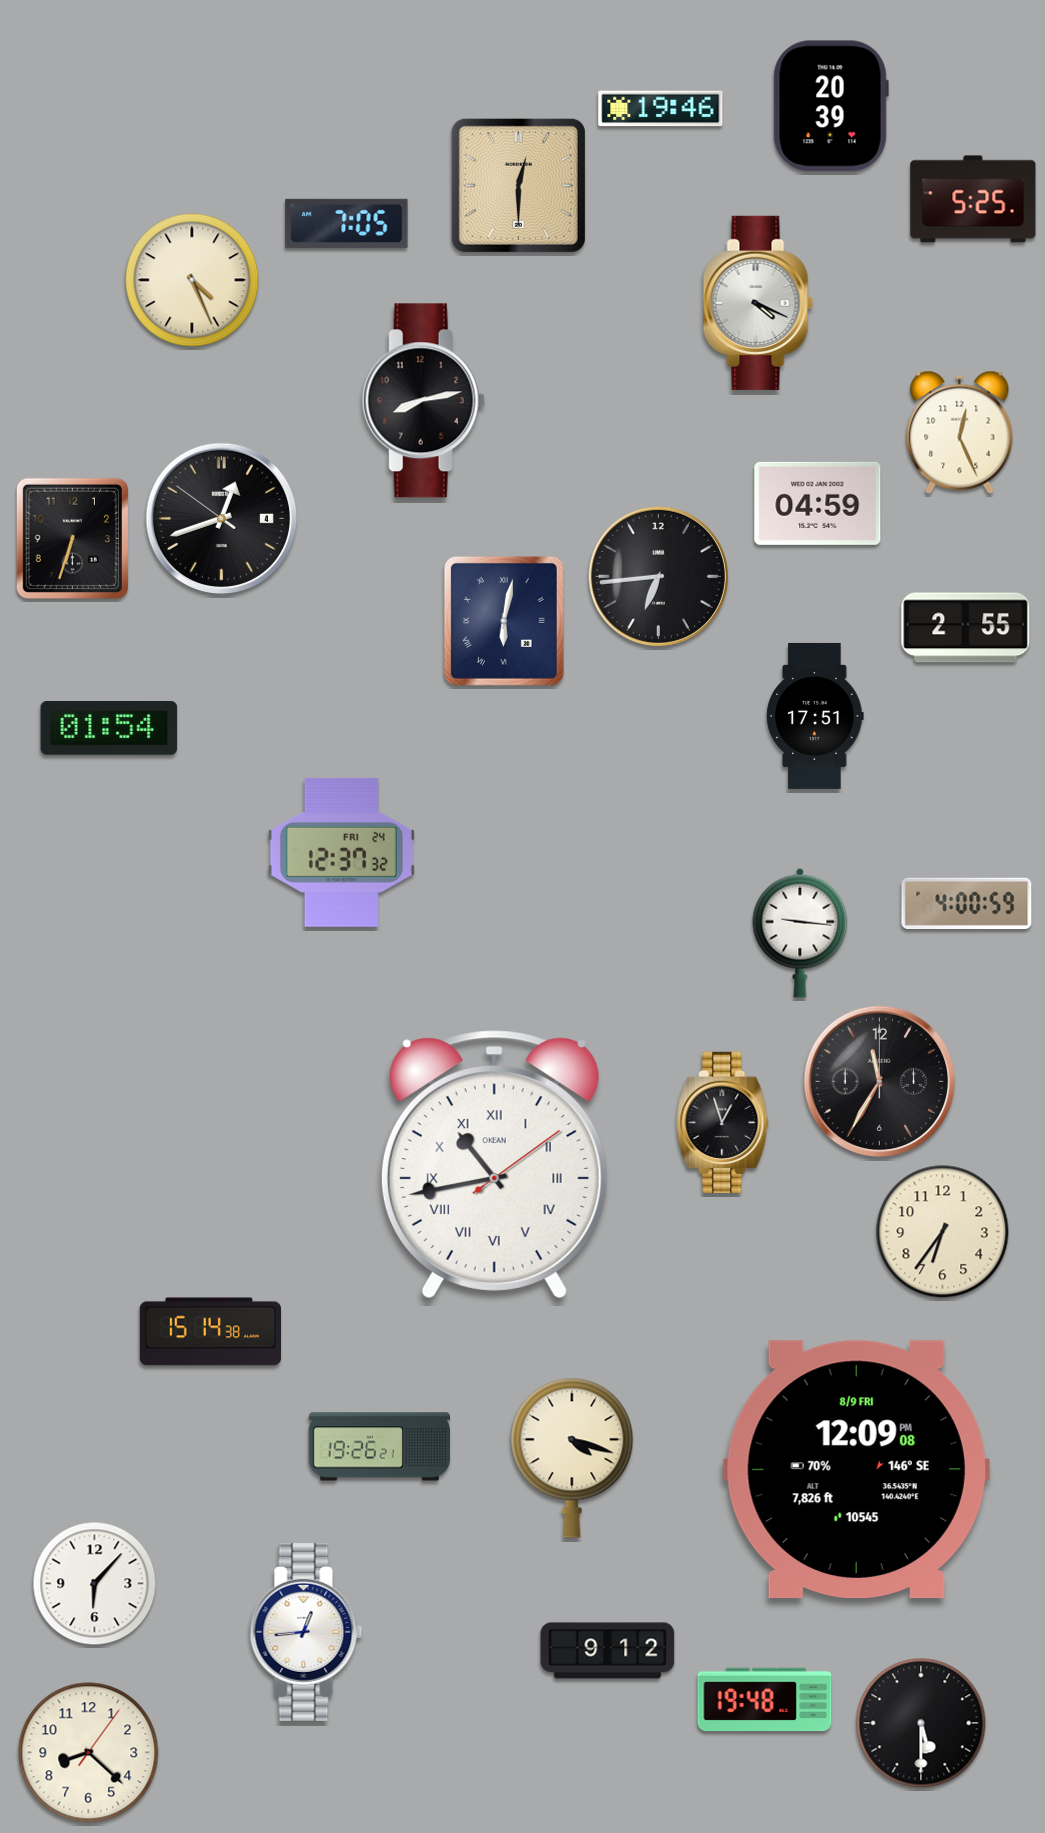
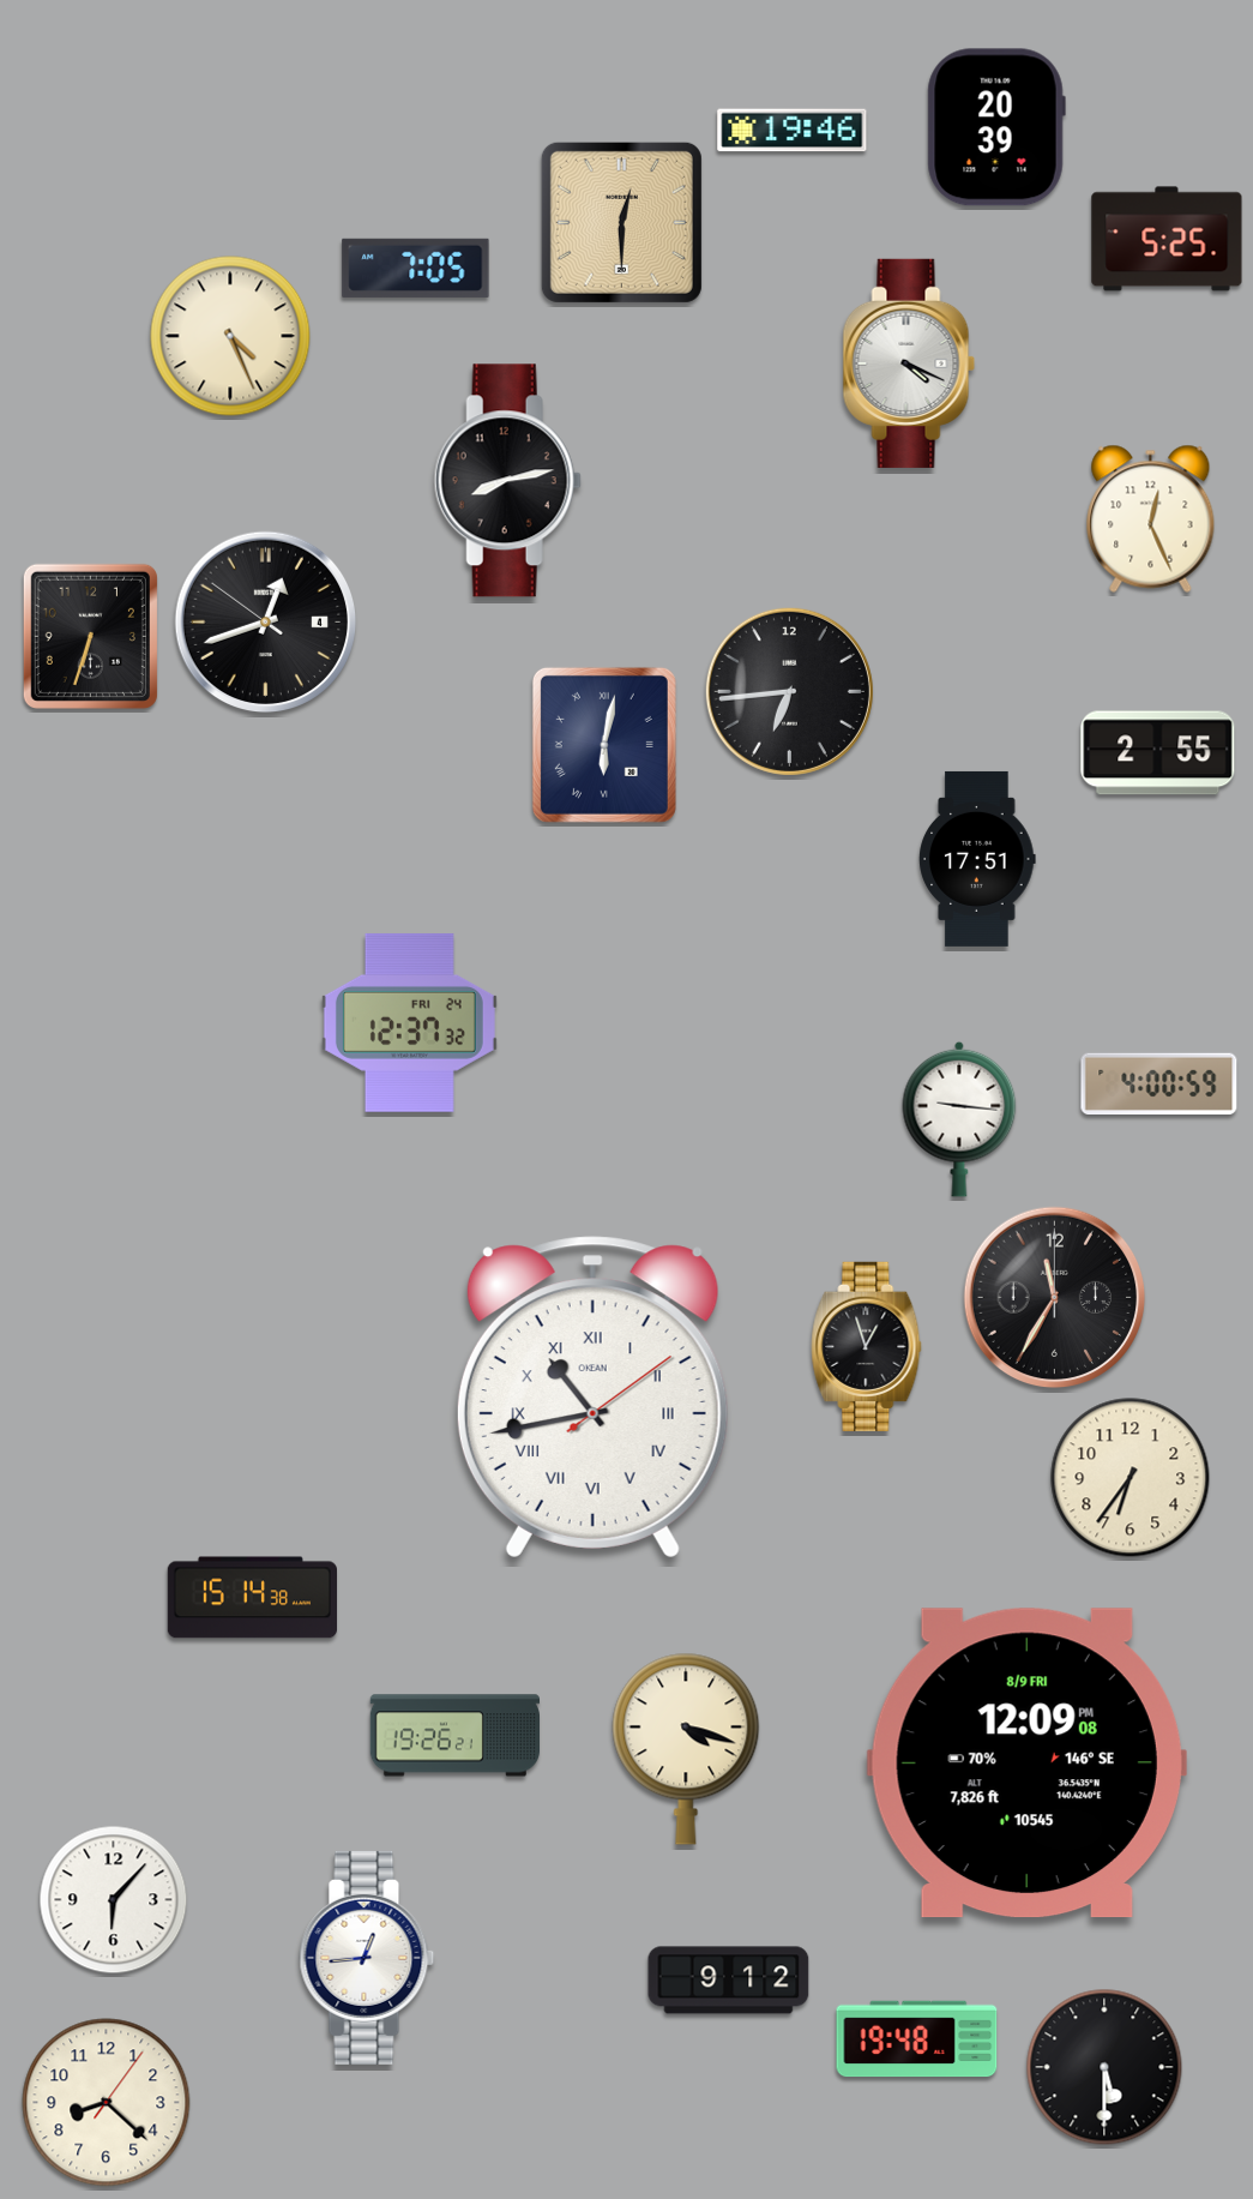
clock at (818, 503): 04:59 -> none
clock at (72, 538) position: (72, 538) -> (90, 636)
clock at (109, 729): 01:54 -> none
